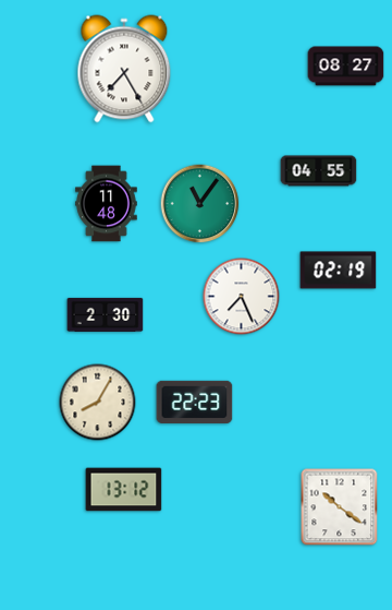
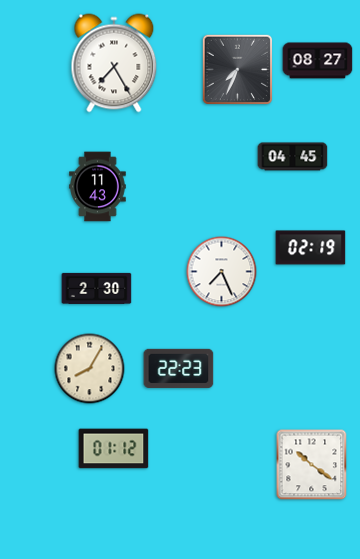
clock at (237, 69): none -> 7:34
clock at (319, 171): 04:55 -> 04:45
clock at (107, 204): 11:48 -> 11:43
clock at (200, 204): 11:06 -> none
clock at (124, 490): 13:12 -> 01:12
